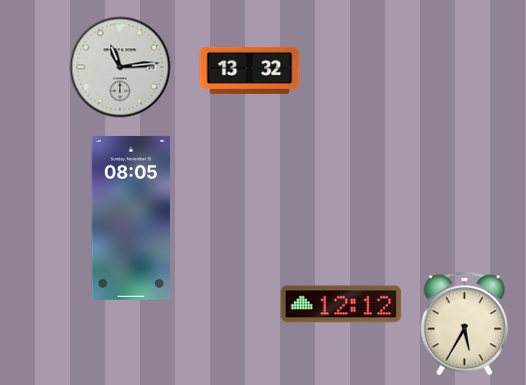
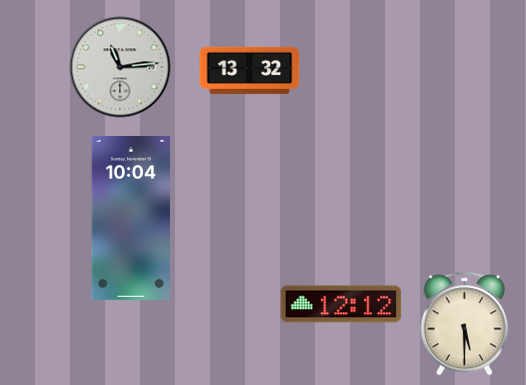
clock at (131, 218): 08:05 -> 10:04
clock at (465, 324): 5:35 -> 5:30
